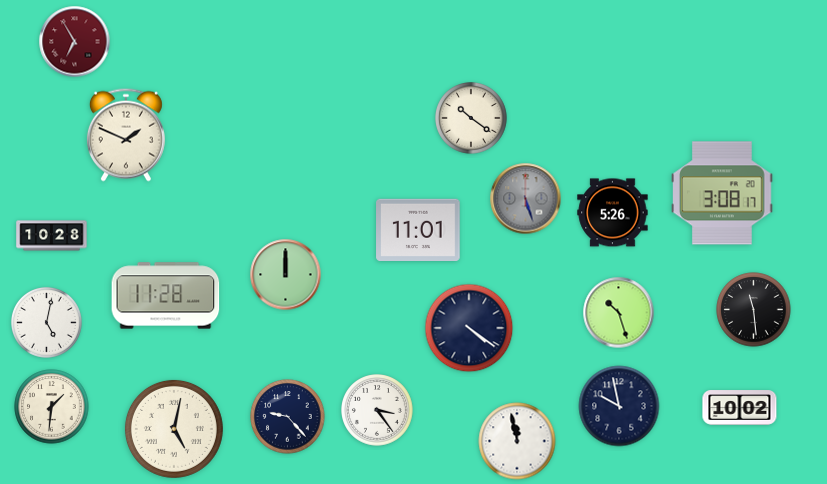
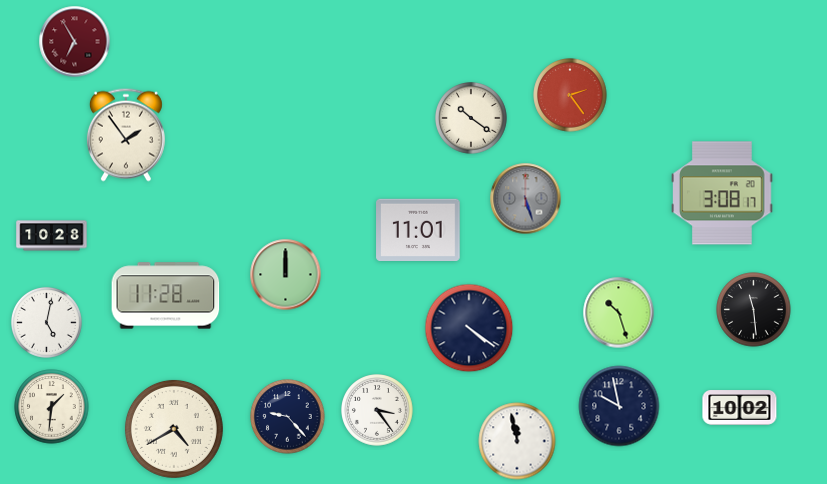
clock at (570, 95): none -> 2:24
clock at (126, 135): 1:49 -> 1:54
clock at (613, 213): 5:26 -> none
clock at (174, 429): 5:02 -> 4:40
